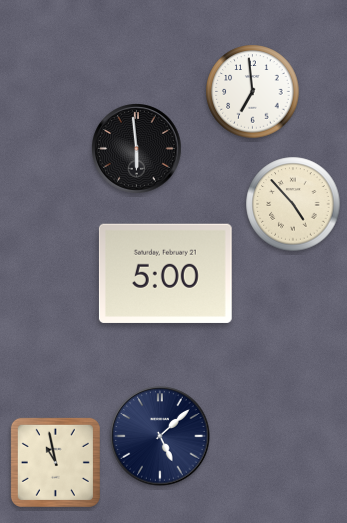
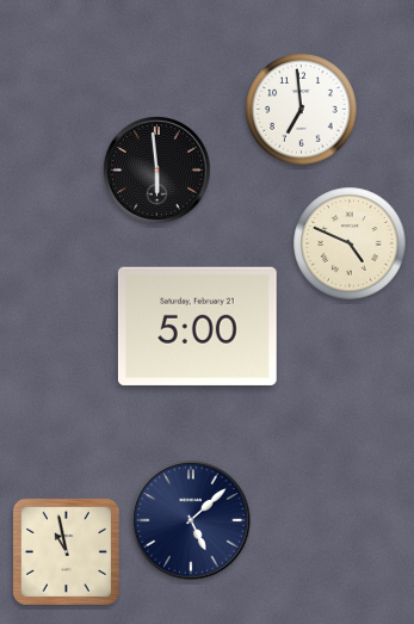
clock at (137, 149) position: (137, 149) -> (157, 171)
clock at (293, 204): 4:53 -> 4:49
